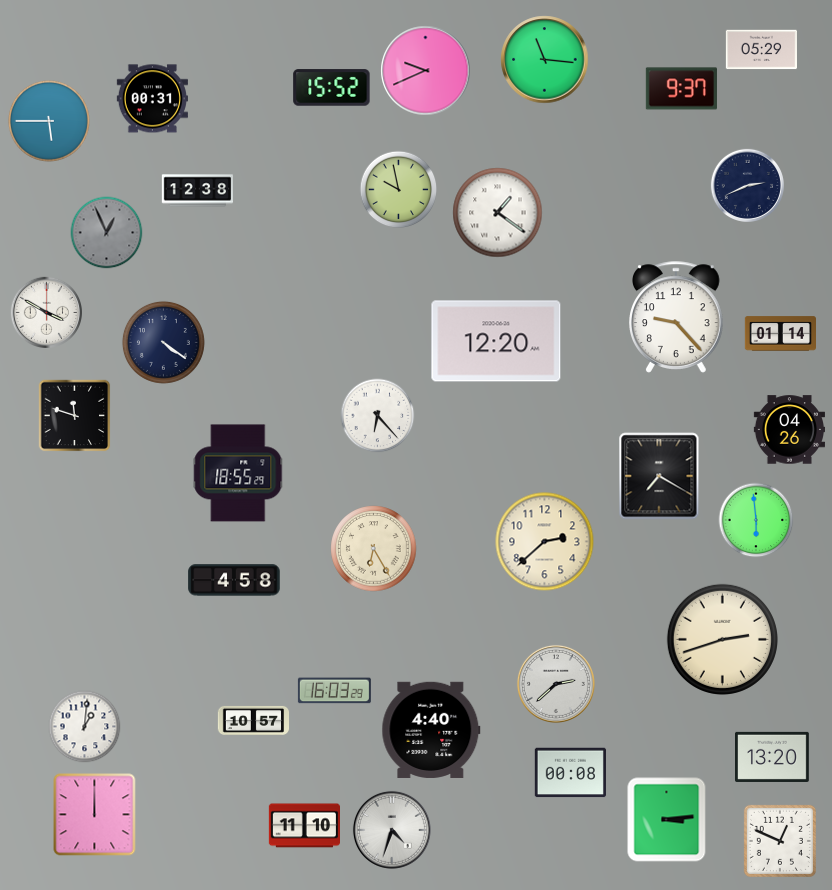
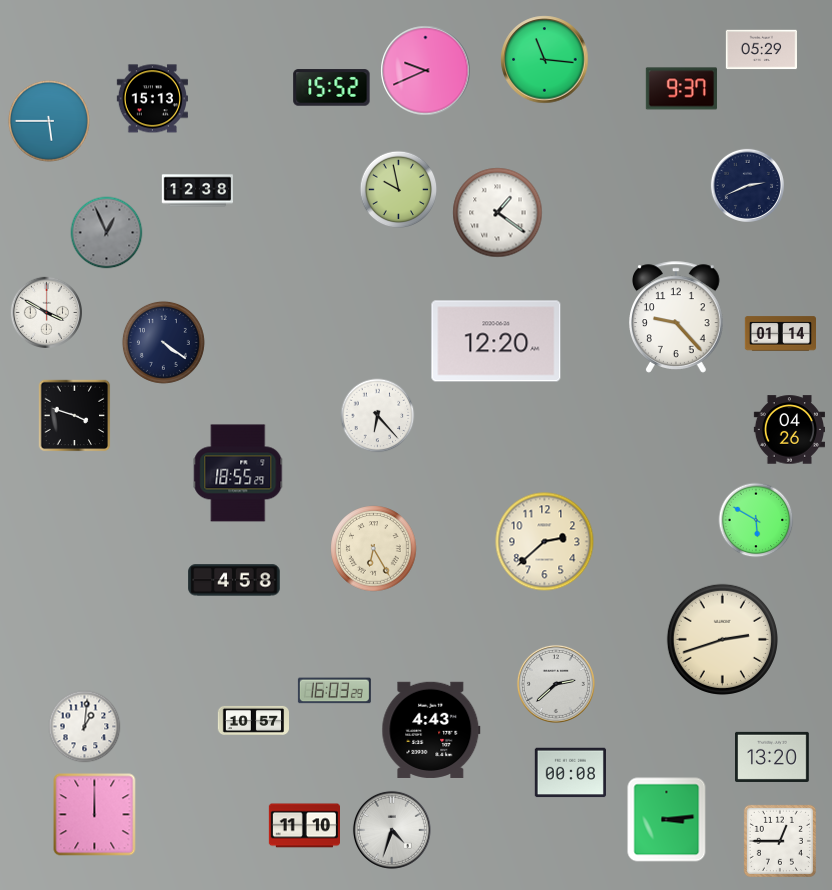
clock at (152, 99): 00:31 -> 15:13
clock at (75, 416): 11:48 -> 3:48
clock at (659, 476): 7:20 -> none
clock at (756, 520): 5:59 -> 5:50
clock at (431, 730): 4:40 -> 4:43
clock at (780, 841): 12:49 -> 12:45
